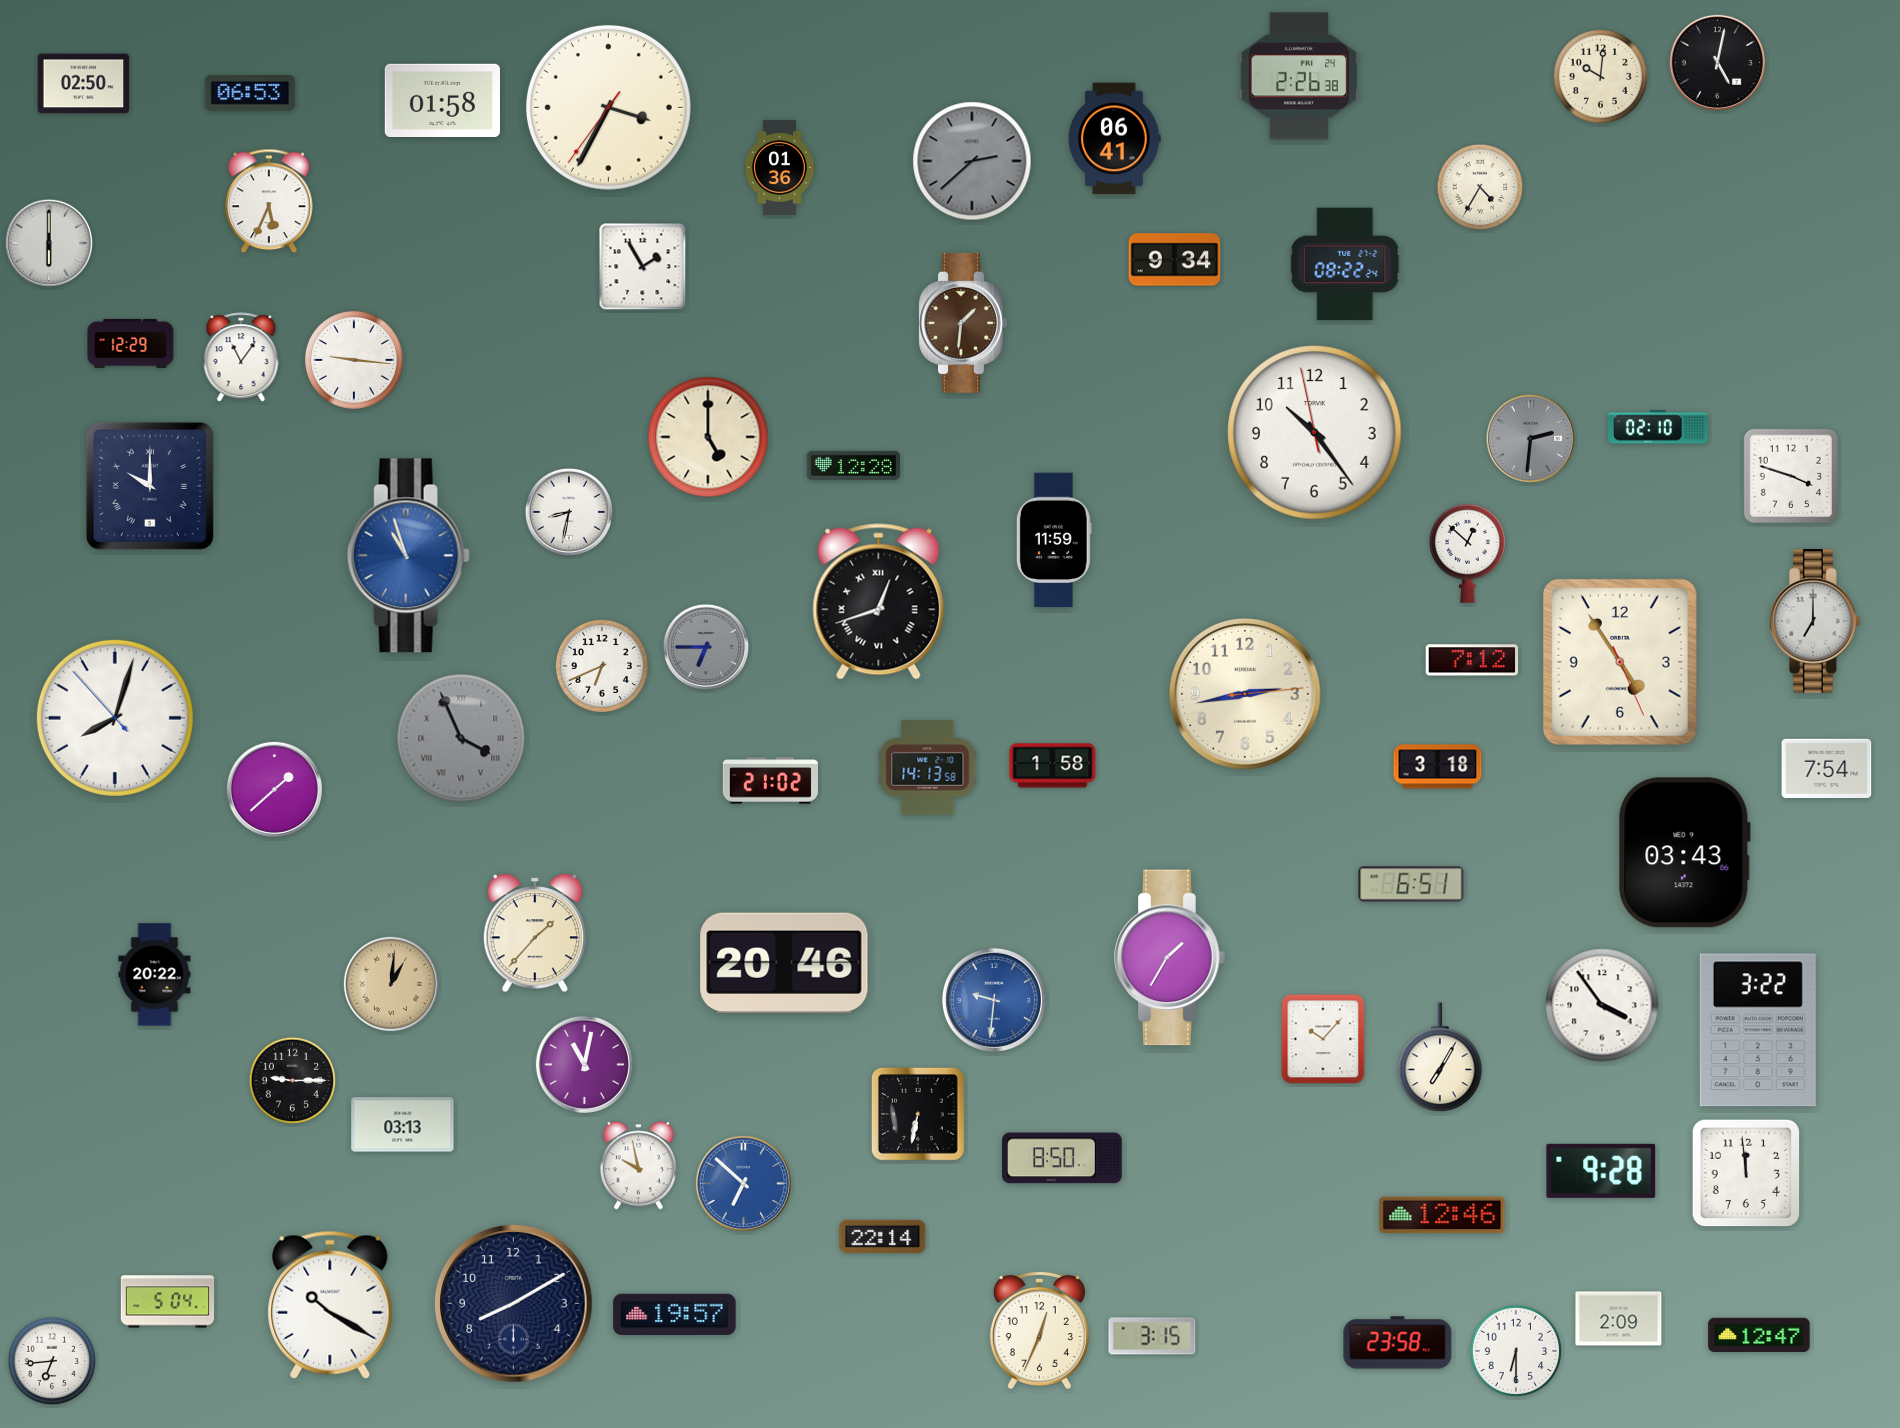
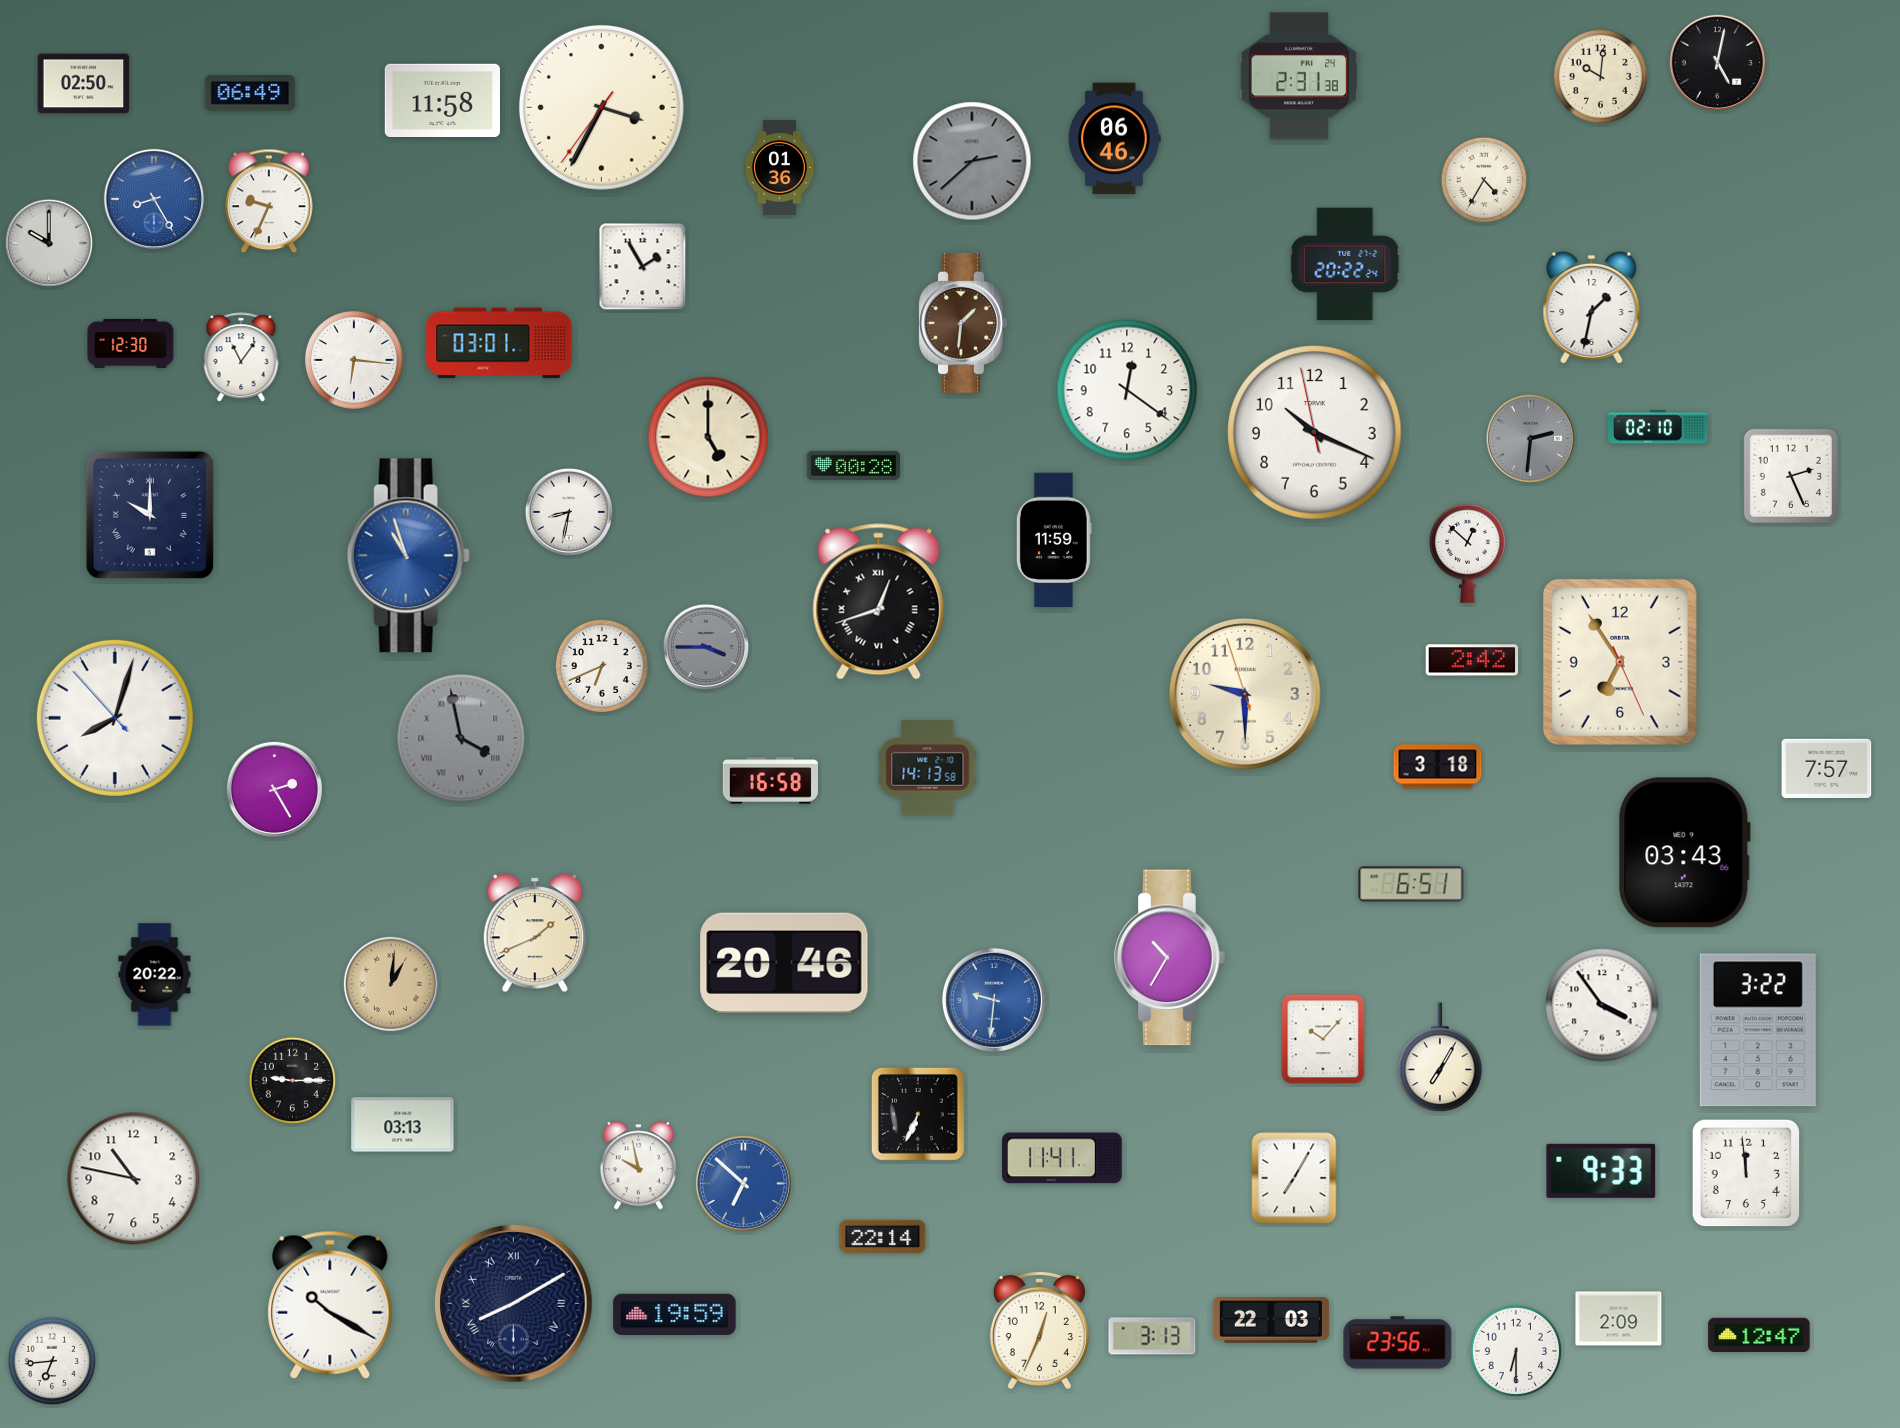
clock at (1299, 76): 2:26 -> 2:31
clock at (250, 94): 06:53 -> 06:49
clock at (442, 100): 01:58 -> 11:58
clock at (608, 107) position: (608, 107) -> (601, 107)
clock at (1114, 139): 06:41 -> 06:46
clock at (1480, 187) position: (1480, 187) -> (1484, 180)
clock at (154, 199): none -> 8:25
clock at (269, 201): 5:34 -> 9:34
clock at (48, 242): 6:00 -> 10:00
clock at (1175, 260): 9:34 -> none
clock at (1345, 264): 08:22 -> 20:22
clock at (1592, 307): none -> 1:32
clock at (131, 343): 12:29 -> 12:30
clock at (499, 343): none -> 03:01
clock at (354, 360): 9:16 -> 6:16
clock at (1127, 390): none -> 12:21
clock at (1315, 433): 10:23 -> 10:18
clock at (853, 465): 12:28 -> 00:28
clock at (1791, 476): 3:48 -> 2:26
clock at (150, 486) position: (150, 486) -> (150, 515)
clock at (1815, 621): 7:00 -> none
clock at (706, 647): 6:45 -> 3:45
clock at (1472, 660): 7:12 -> 2:42
clock at (1620, 662): 4:54 -> 6:54
clock at (1245, 694): 2:43 -> 9:29
clock at (461, 738): 3:56 -> 3:58
clock at (1053, 766): 1:58 -> none
clock at (1827, 768): 7:54 -> 7:57
clock at (770, 781): 21:02 -> 16:58
clock at (274, 789): 1:38 -> 2:25
clock at (534, 933): 1:37 -> 1:41
clock at (1170, 958): 1:35 -> 10:35
clock at (584, 1064): 11:02 -> none
clock at (918, 1114): 6:32 -> 6:34
clock at (1063, 1158): 8:50 -> 11:41
clock at (1601, 1171): 9:28 -> 9:33
clock at (1294, 1178): none -> 7:05
clock at (134, 1179): none -> 10:47
clock at (1442, 1215): 12:46 -> none
clock at (168, 1302): 5:04 -> none
clock at (514, 1304) numerals: Arabic -> Roman
clock at (675, 1314): 19:57 -> 19:59
clock at (1271, 1320): none -> 22:03
clock at (1152, 1336): 3:15 -> 3:13
clock at (1398, 1343): 23:58 -> 23:56
